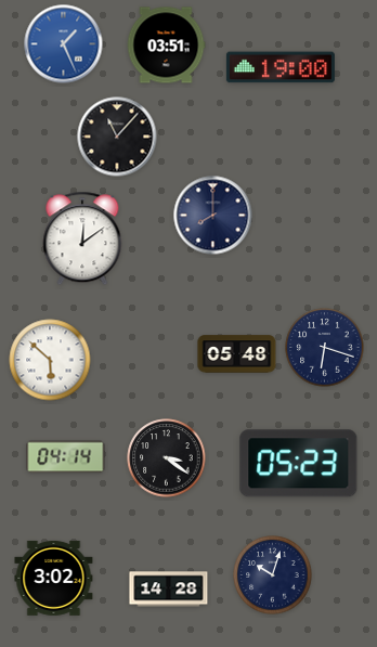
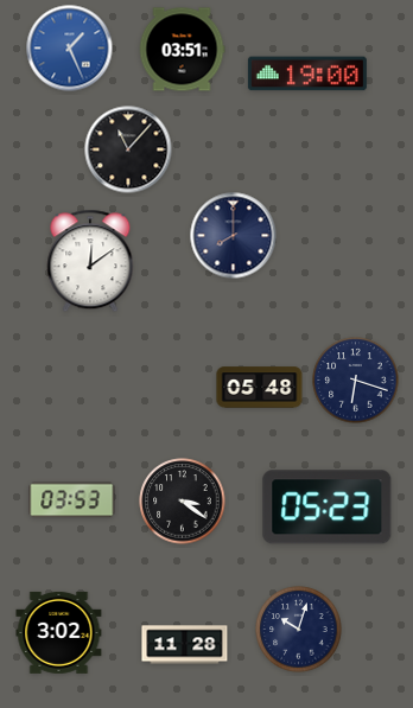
clock at (50, 360): 5:52 -> none
clock at (66, 457): 04:14 -> 03:53
clock at (169, 590): 14:28 -> 11:28
